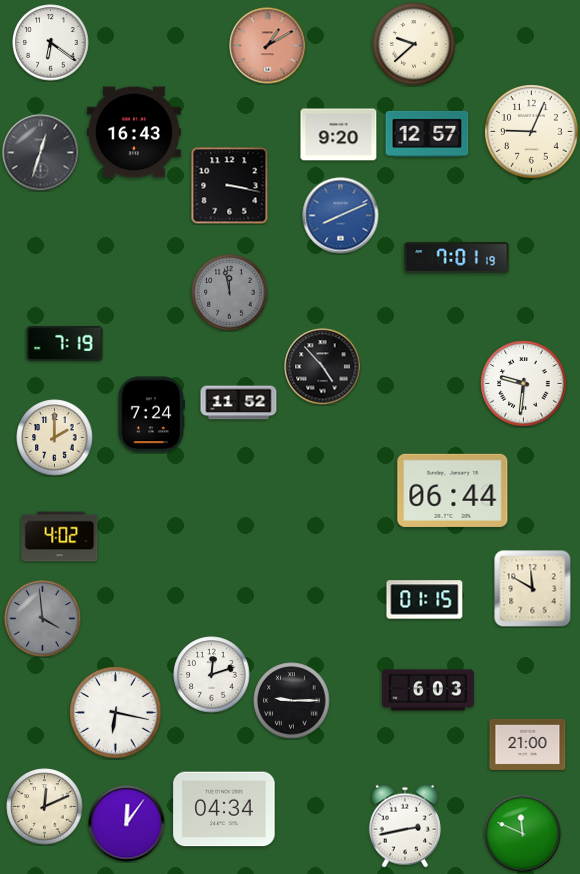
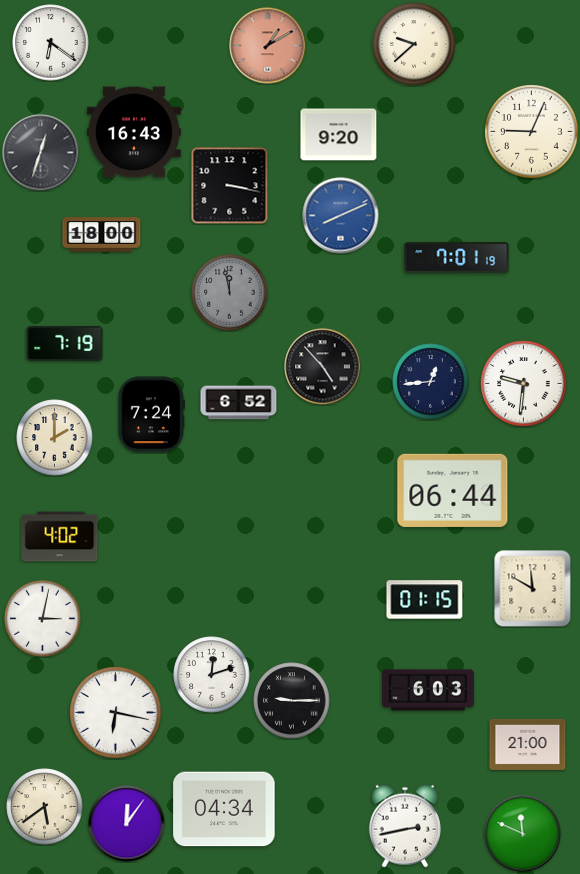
clock at (427, 134): 12:57 -> none
clock at (102, 235): none -> 18:00
clock at (431, 382): none -> 12:44
clock at (239, 403): 11:52 -> 6:52
clock at (43, 619): 3:59 -> 3:02
clock at (43, 619) dial: grey -> white
clock at (45, 807): 12:11 -> 5:39
